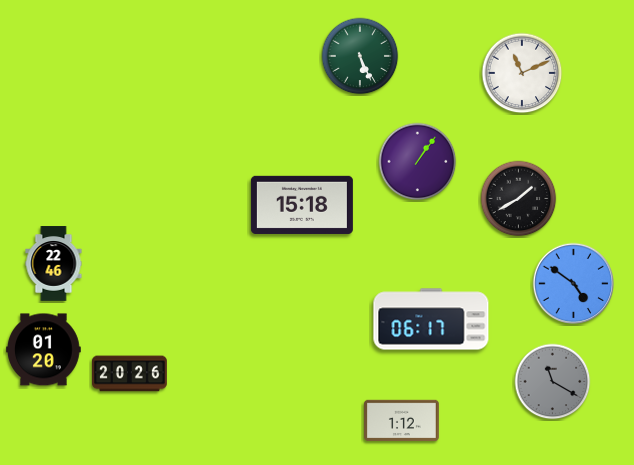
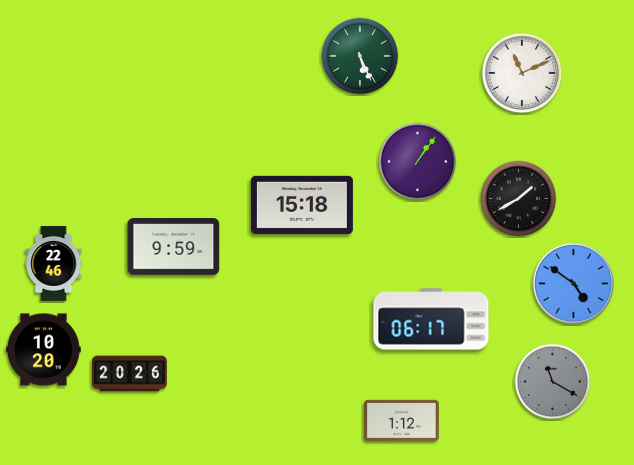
clock at (174, 247): none -> 9:59
clock at (44, 350): 01:20 -> 10:20
